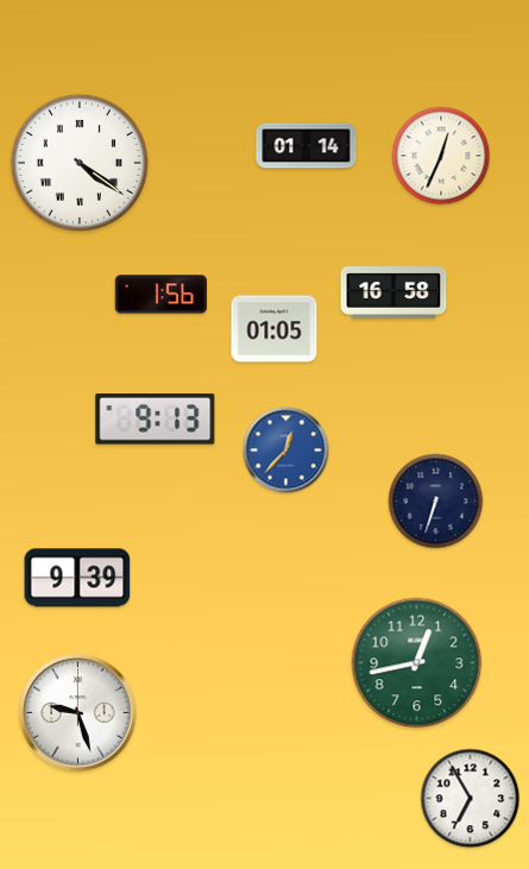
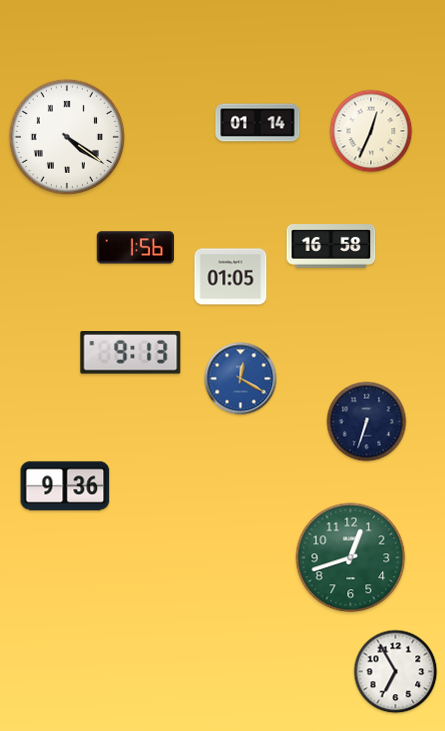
clock at (286, 451): 12:37 -> 12:20
clock at (77, 578): 9:39 -> 9:36
clock at (417, 663): 12:43 -> 12:42
clock at (78, 713): 9:27 -> none
